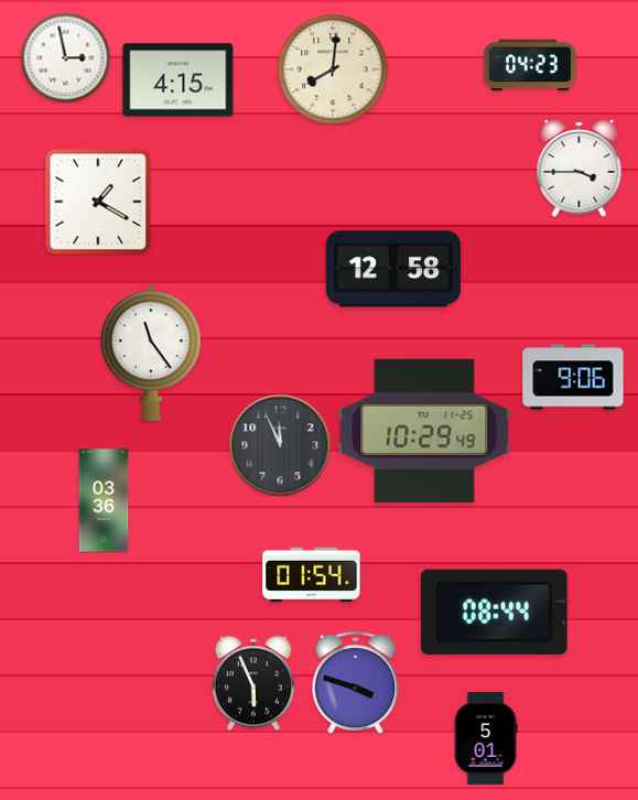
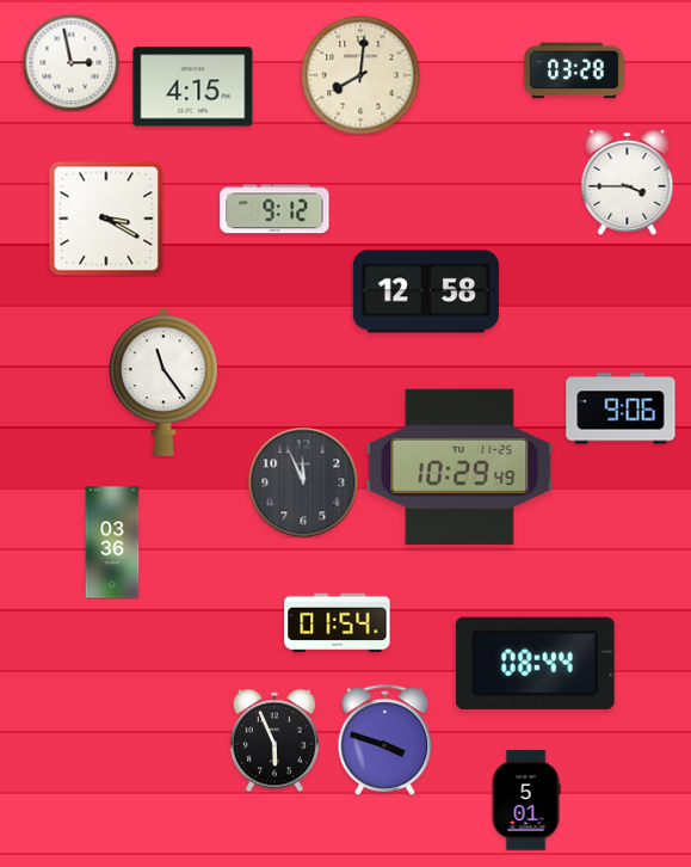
clock at (530, 65): 04:23 -> 03:28
clock at (274, 209): none -> 9:12
clock at (98, 202): 1:20 -> 3:20
